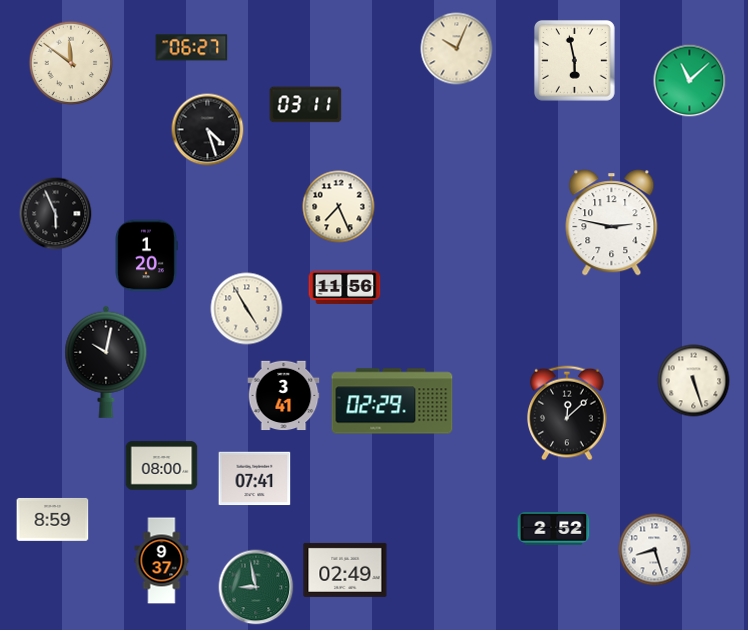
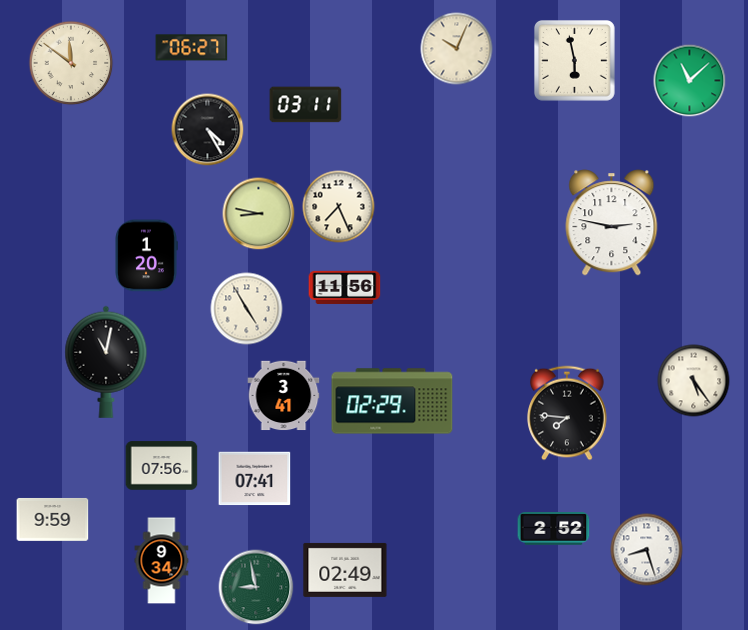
clock at (208, 130): 4:27 -> 4:25
clock at (56, 214): 5:56 -> none
clock at (259, 214): none -> 8:47
clock at (106, 362): 10:02 -> 11:02
clock at (694, 381): 5:27 -> 5:24
clock at (567, 413): 12:08 -> 7:46
clock at (162, 466): 08:00 -> 07:56
clock at (53, 520): 8:59 -> 9:59
clock at (655, 550) position: (655, 550) -> (647, 550)
clock at (162, 561): 9:37 -> 9:34
